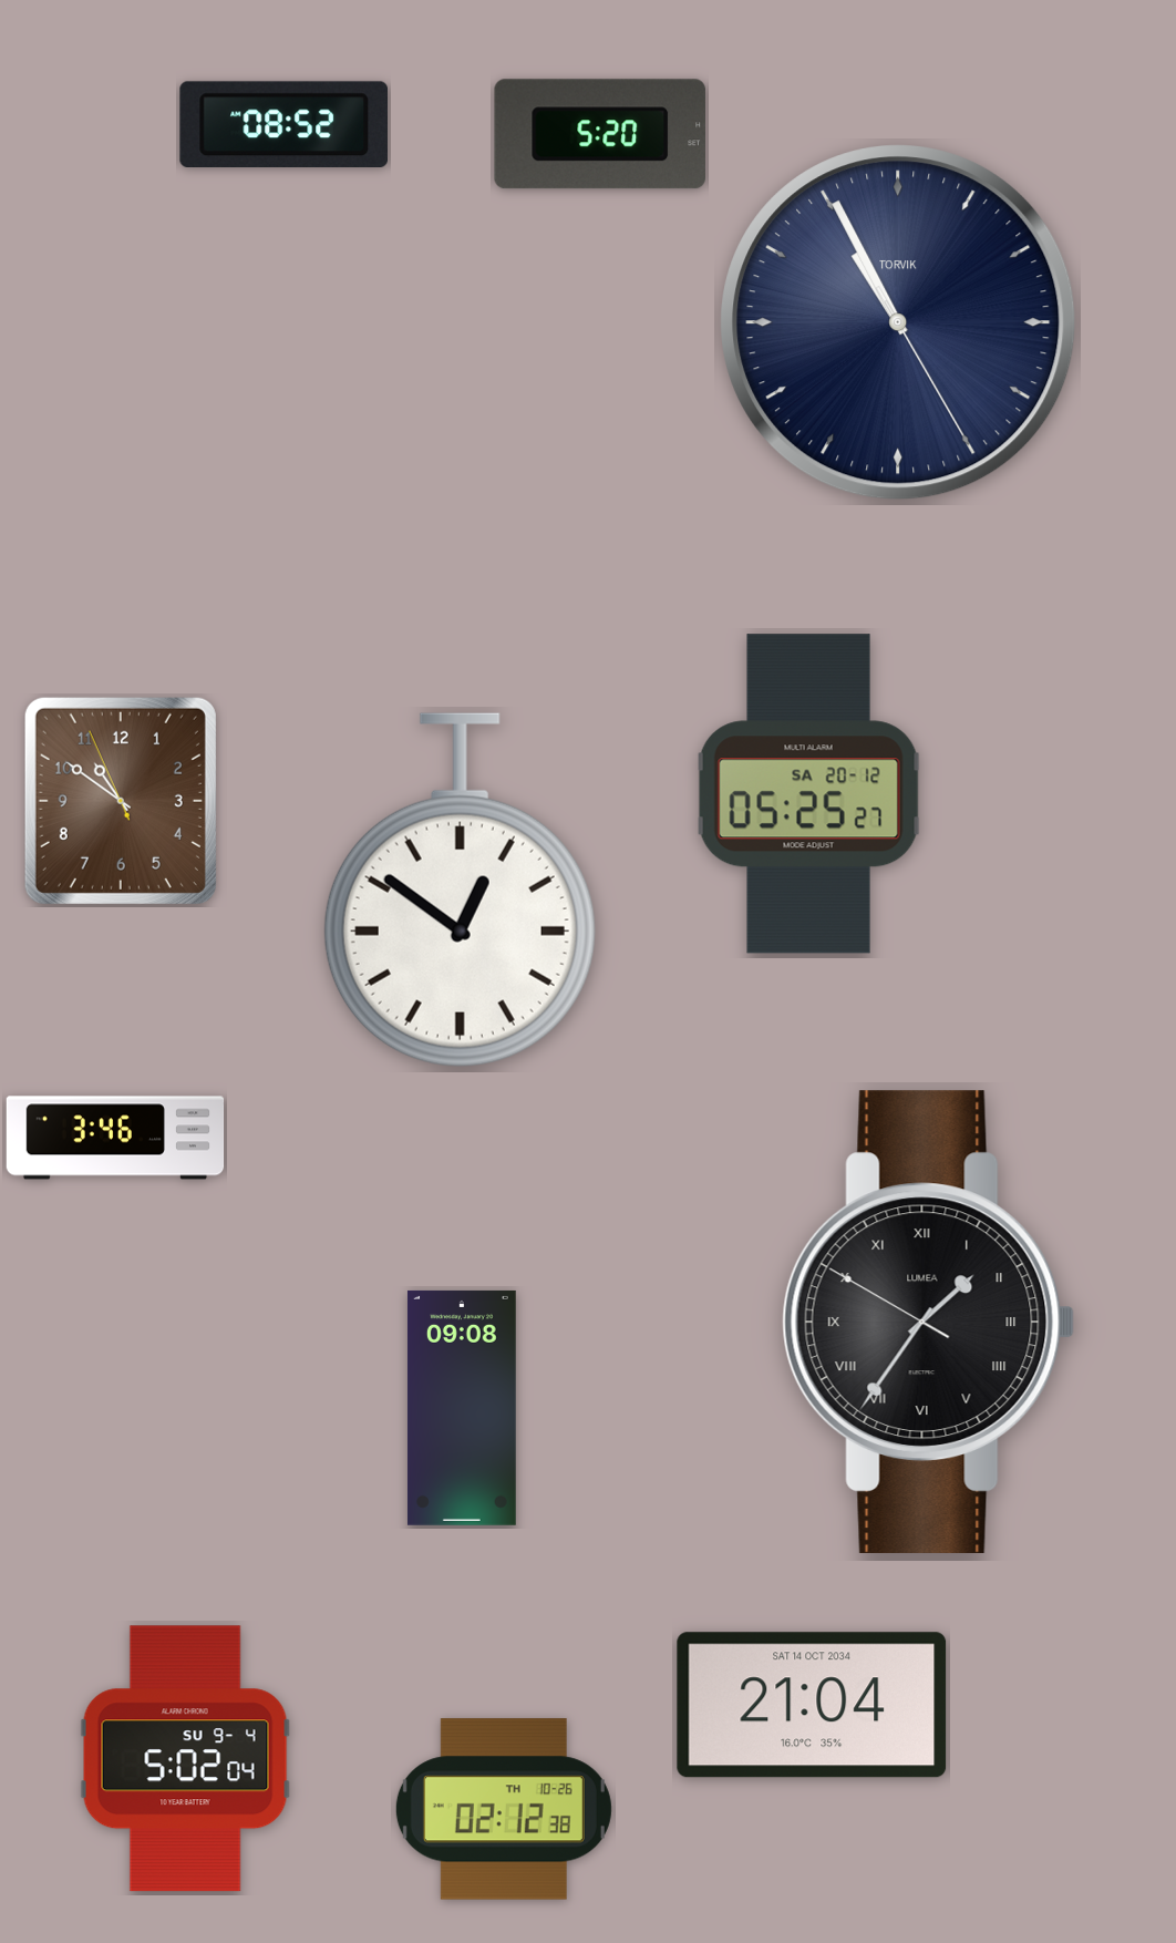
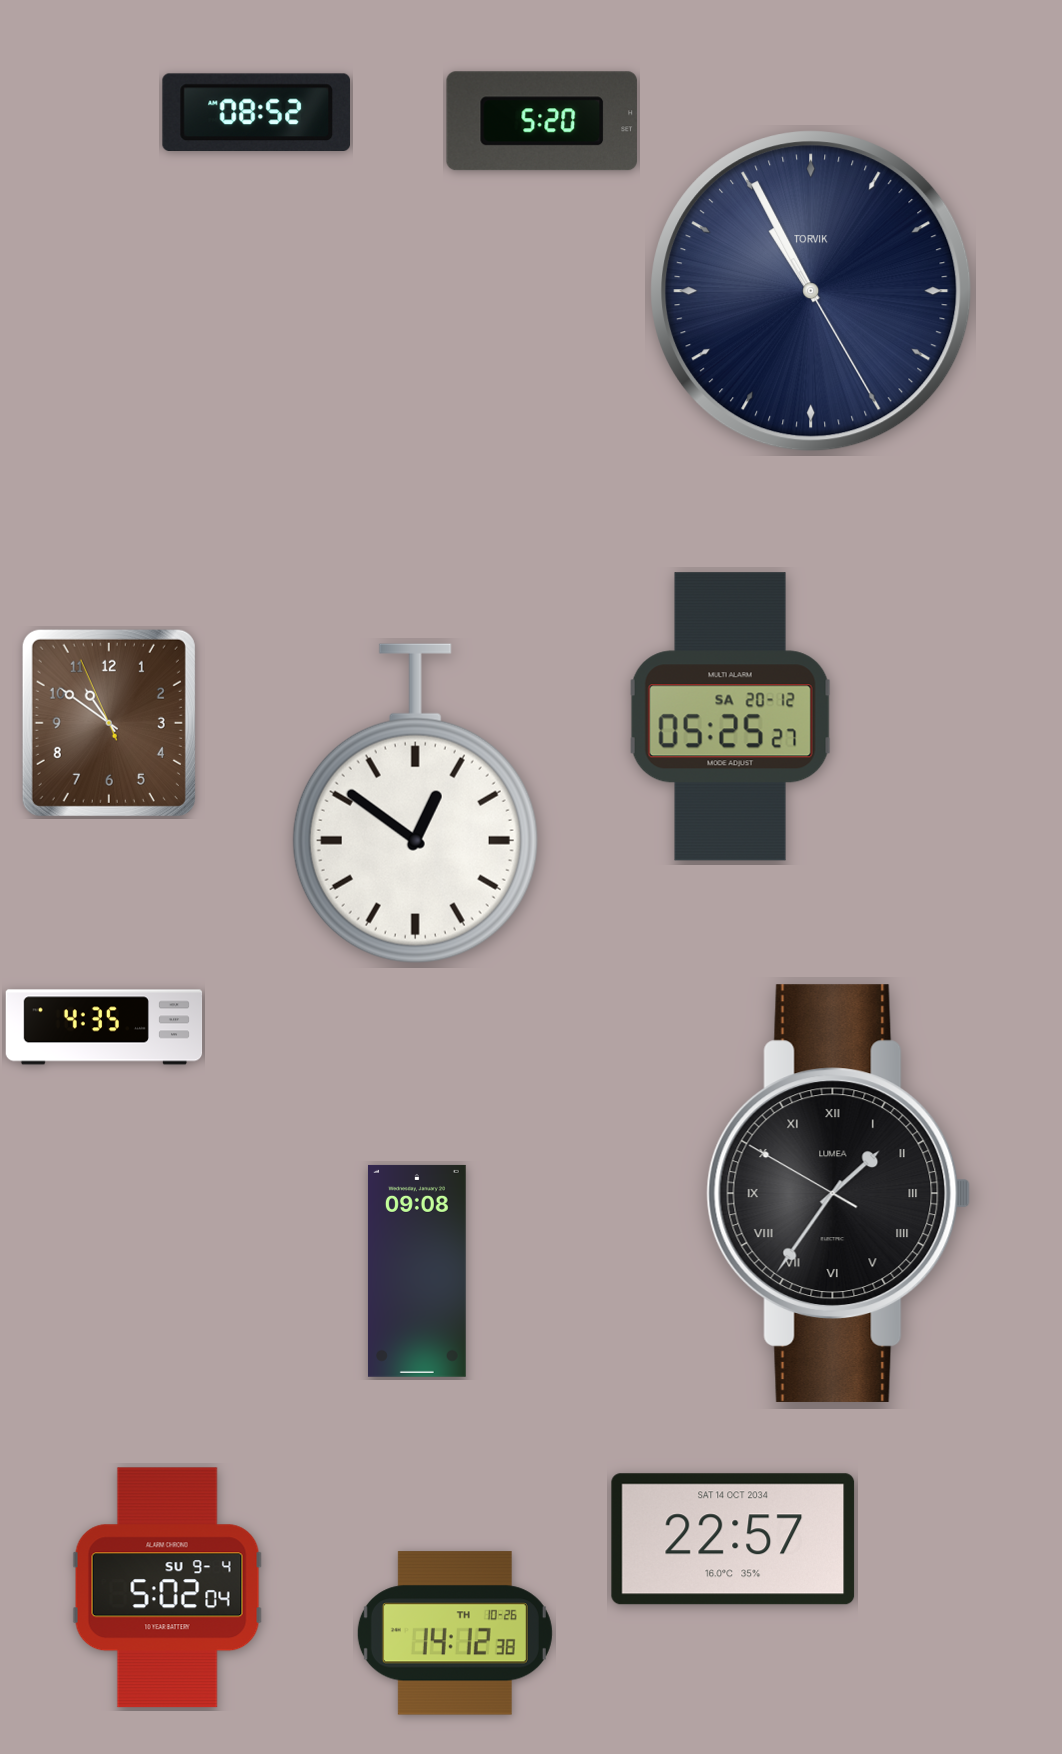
clock at (115, 1138): 3:46 -> 4:35
clock at (812, 1705): 21:04 -> 22:57
clock at (504, 1809): 02:12 -> 14:12
